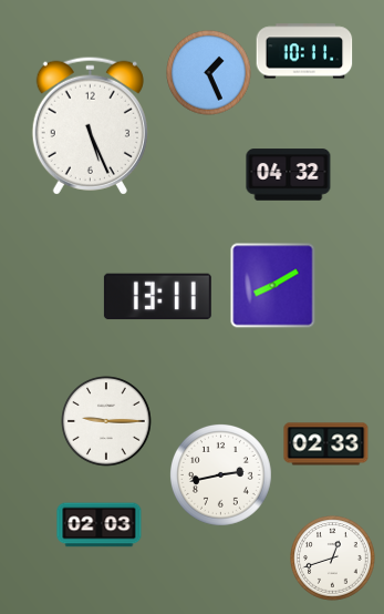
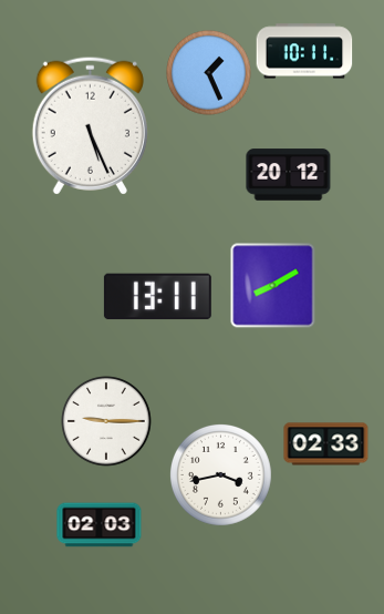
clock at (289, 175): 04:32 -> 20:12
clock at (220, 474): 2:43 -> 3:43
clock at (333, 559): 12:42 -> none
